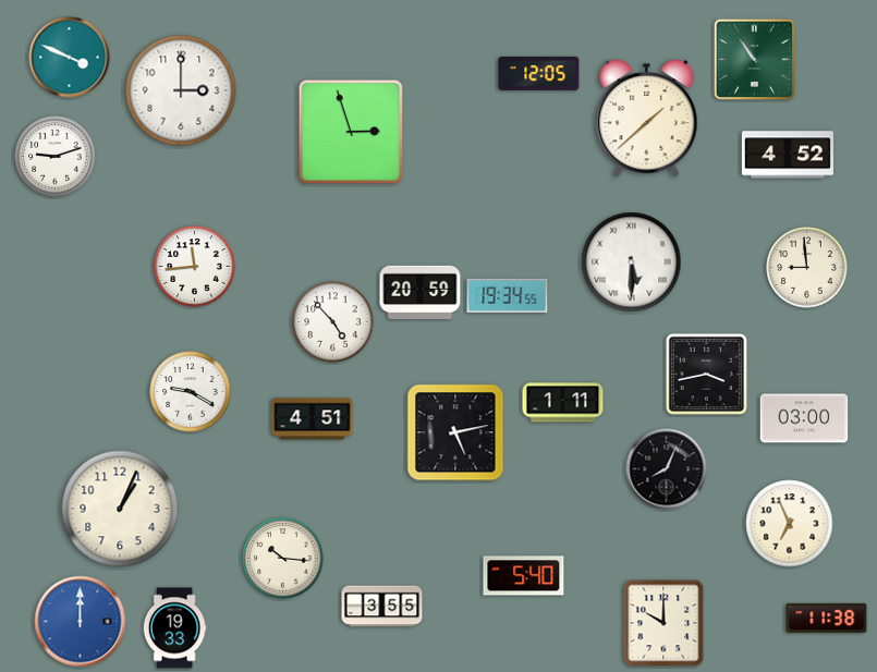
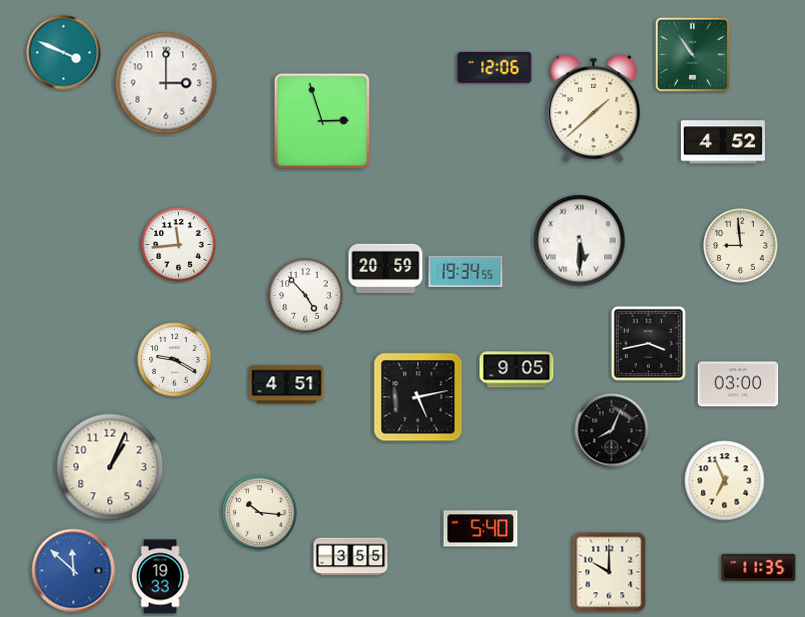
clock at (539, 73): 12:05 -> 12:06
clock at (56, 157): 9:12 -> none
clock at (563, 403): 1:11 -> 9:05
clock at (827, 618): 11:38 -> 11:35
clock at (81, 622): 12:00 -> 11:52
